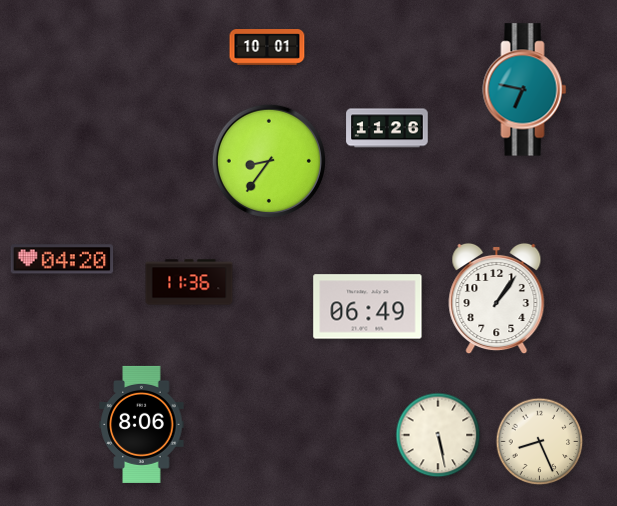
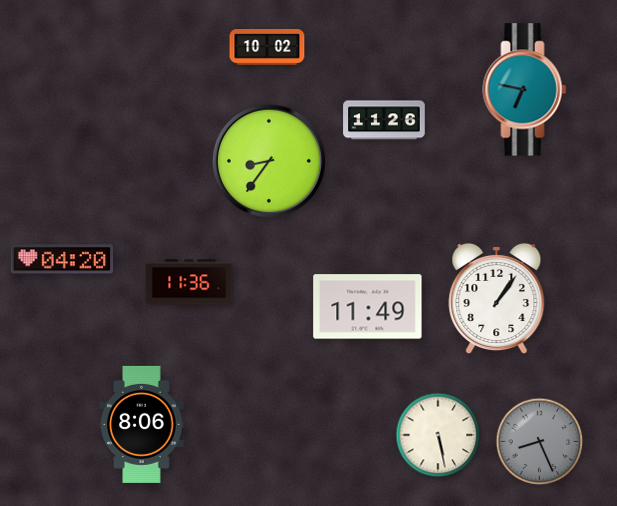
clock at (267, 47): 10:01 -> 10:02
clock at (387, 128) position: (387, 128) -> (384, 120)
clock at (368, 307): 06:49 -> 11:49
clock at (540, 442) dial: cream -> grey
